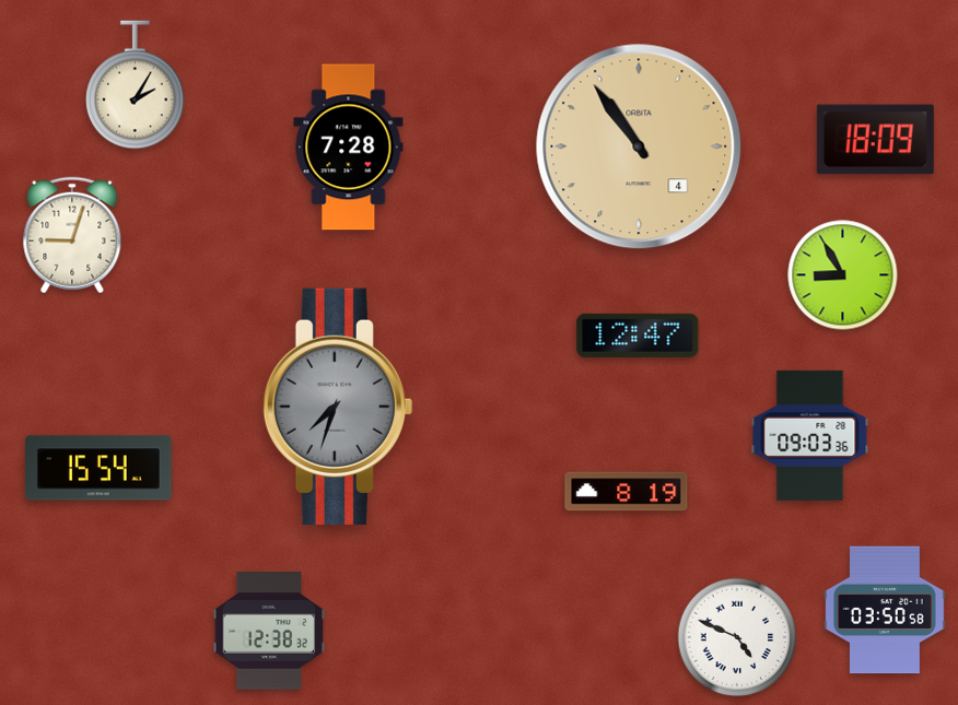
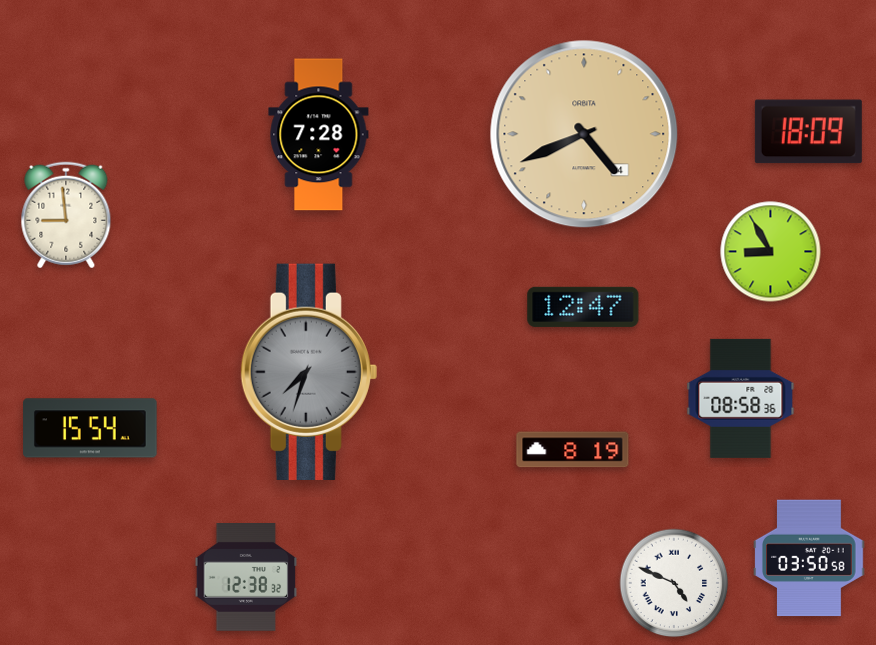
clock at (136, 85): 2:05 -> none
clock at (875, 140) position: (875, 140) -> (808, 132)
clock at (639, 146): 10:54 -> 4:41
clock at (72, 235): 9:03 -> 8:59
clock at (810, 435): 09:03 -> 08:58
